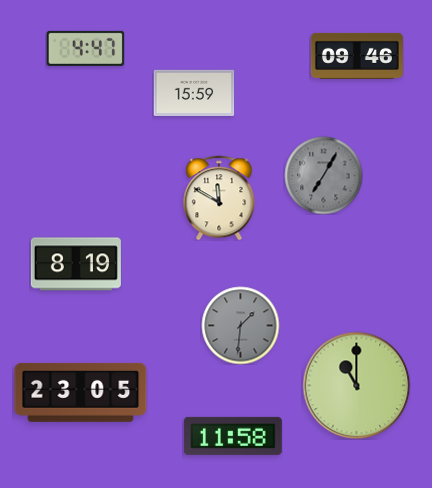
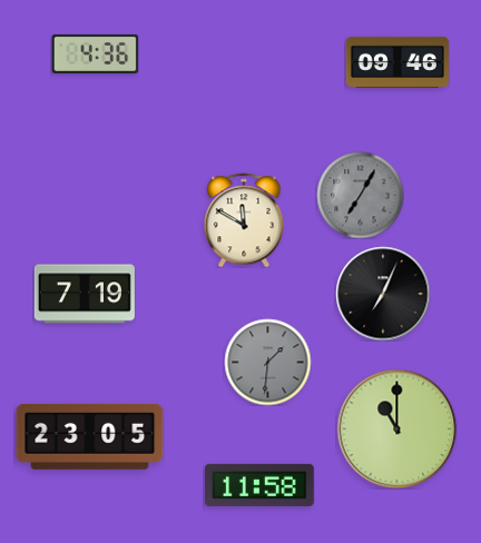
clock at (85, 48): 4:47 -> 4:36
clock at (194, 93): 15:59 -> none
clock at (76, 264): 8:19 -> 7:19
clock at (383, 294): none -> 7:04
